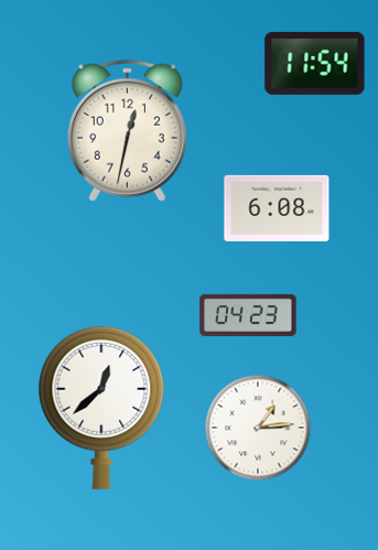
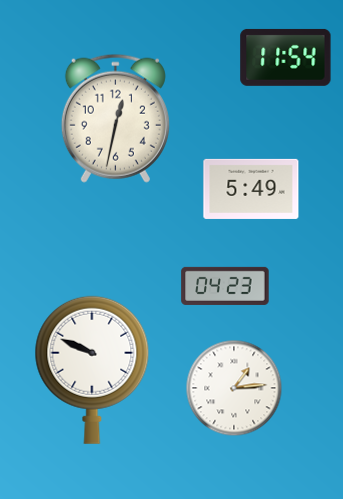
clock at (277, 208): 6:08 -> 5:49
clock at (101, 408): 12:38 -> 9:49
